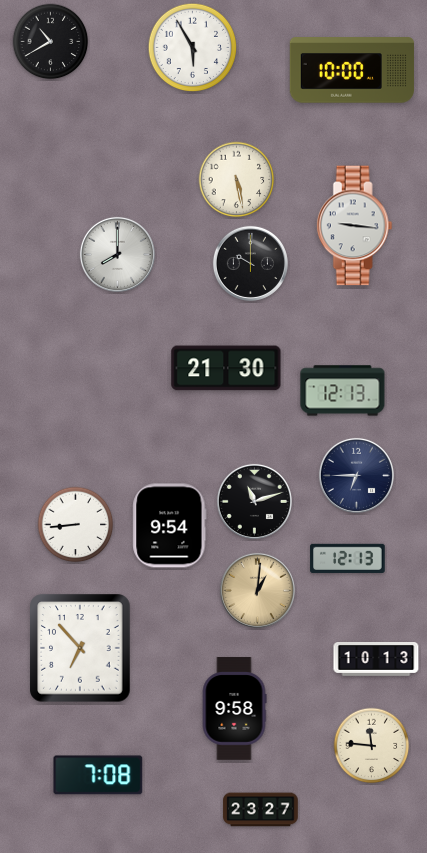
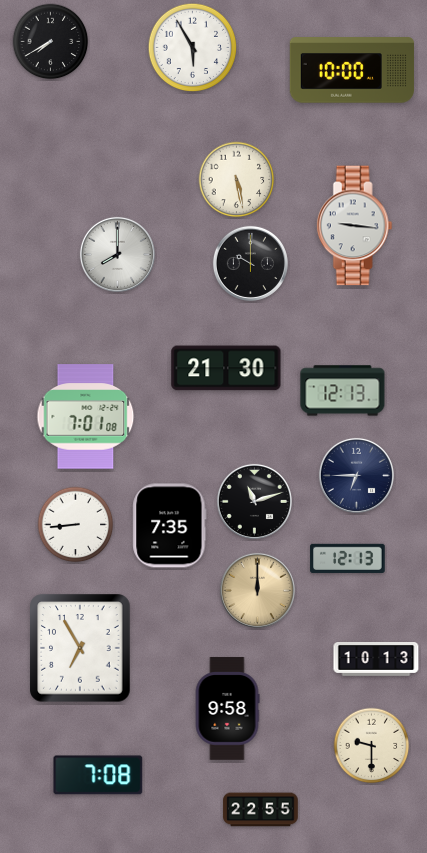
clock at (51, 42): 10:40 -> 7:40
clock at (86, 417): none -> 7:01
clock at (170, 526): 9:54 -> 7:35
clock at (257, 590): 1:01 -> 12:00
clock at (80, 648): 6:53 -> 6:55
clock at (234, 709) position: (234, 709) -> (227, 709)
clock at (372, 746): 11:46 -> 9:30
clock at (261, 810): 23:27 -> 22:55
